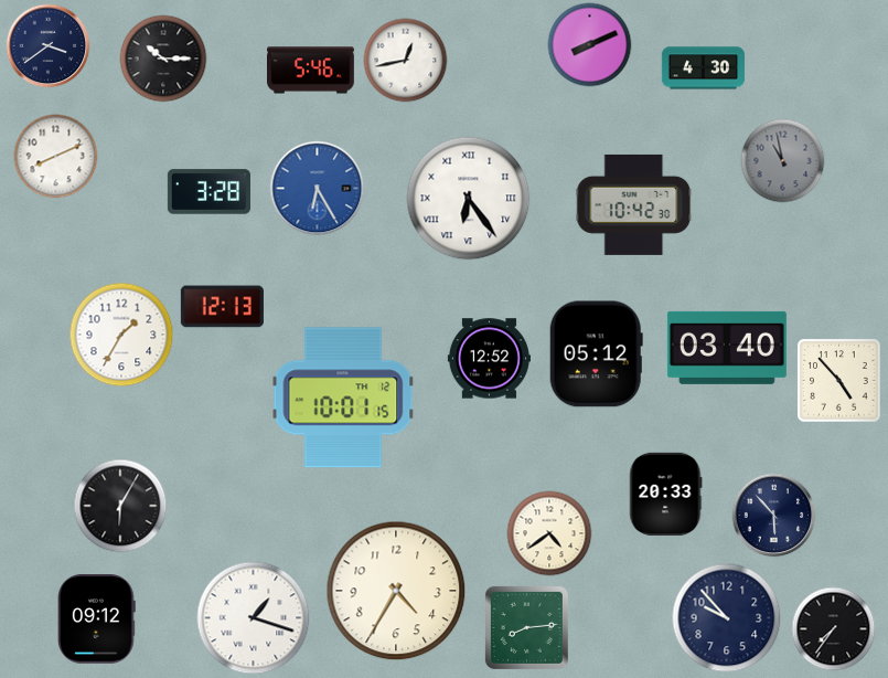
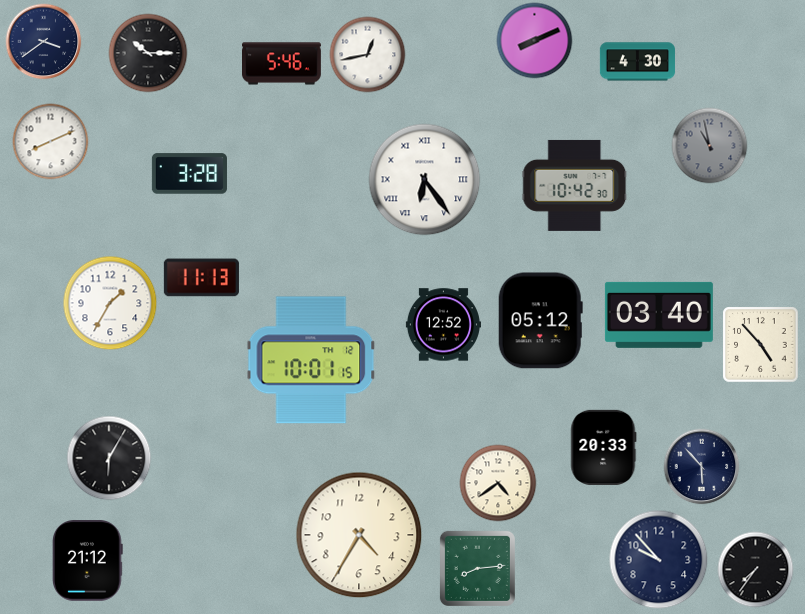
clock at (318, 189): 6:25 -> none
clock at (222, 307): 12:13 -> 11:13
clock at (254, 618): 1:18 -> none
clock at (97, 619): 09:12 -> 21:12
